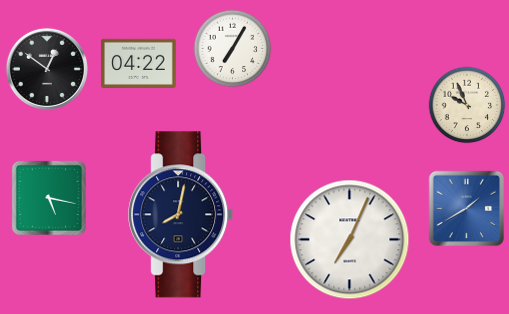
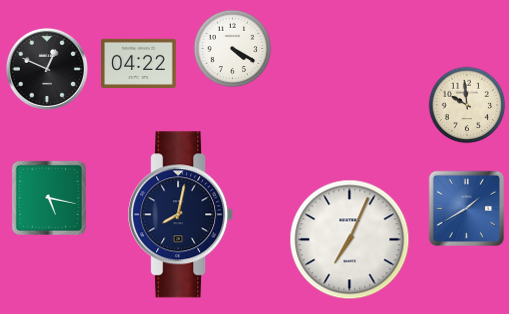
clock at (233, 49): 7:05 -> 4:20
clock at (47, 69): 12:51 -> 12:49
clock at (467, 105): 9:56 -> 9:59
